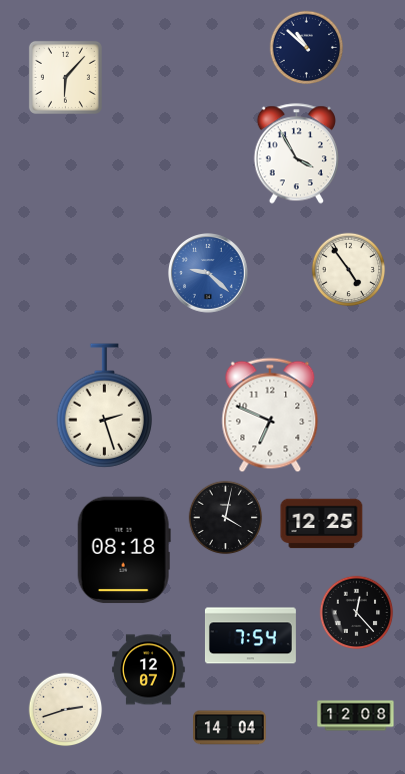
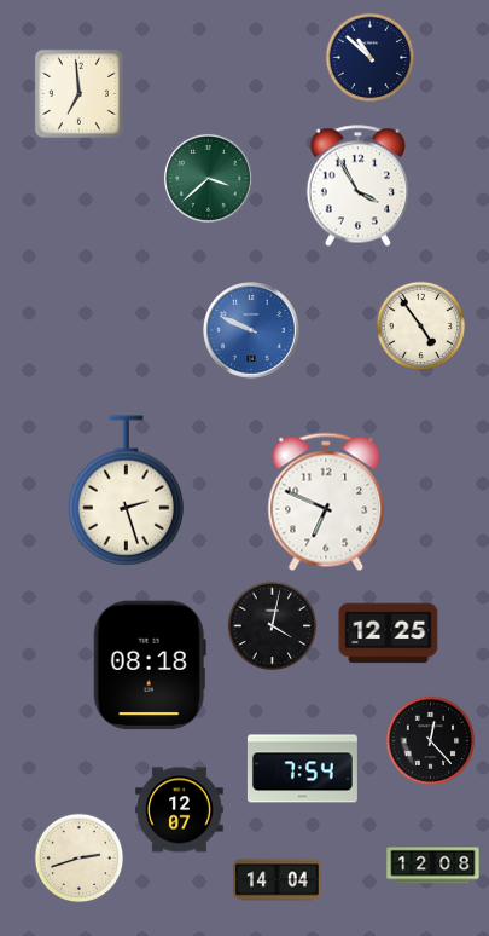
clock at (65, 77): 6:07 -> 6:59
clock at (208, 178): none -> 3:38
clock at (208, 273): 9:22 -> 9:49
clock at (356, 716) position: (356, 716) -> (433, 866)
